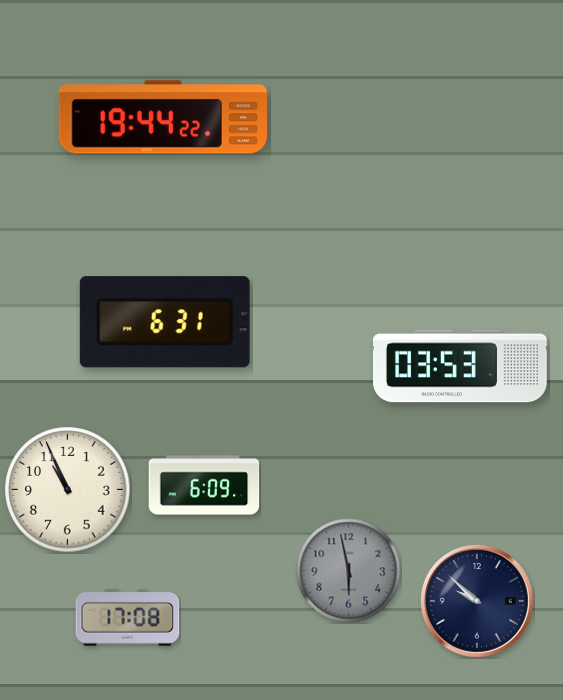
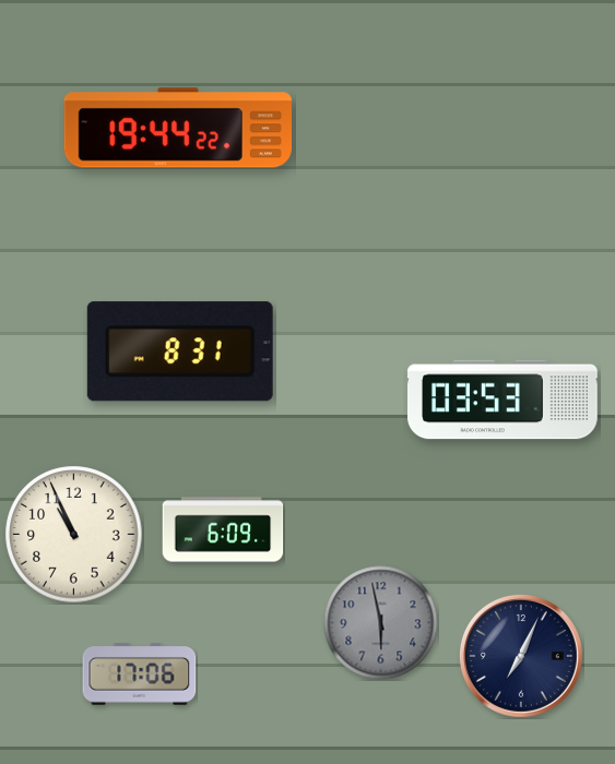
clock at (165, 322): 6:31 -> 8:31
clock at (477, 601): 9:52 -> 7:04
clock at (128, 618): 17:08 -> 17:06
